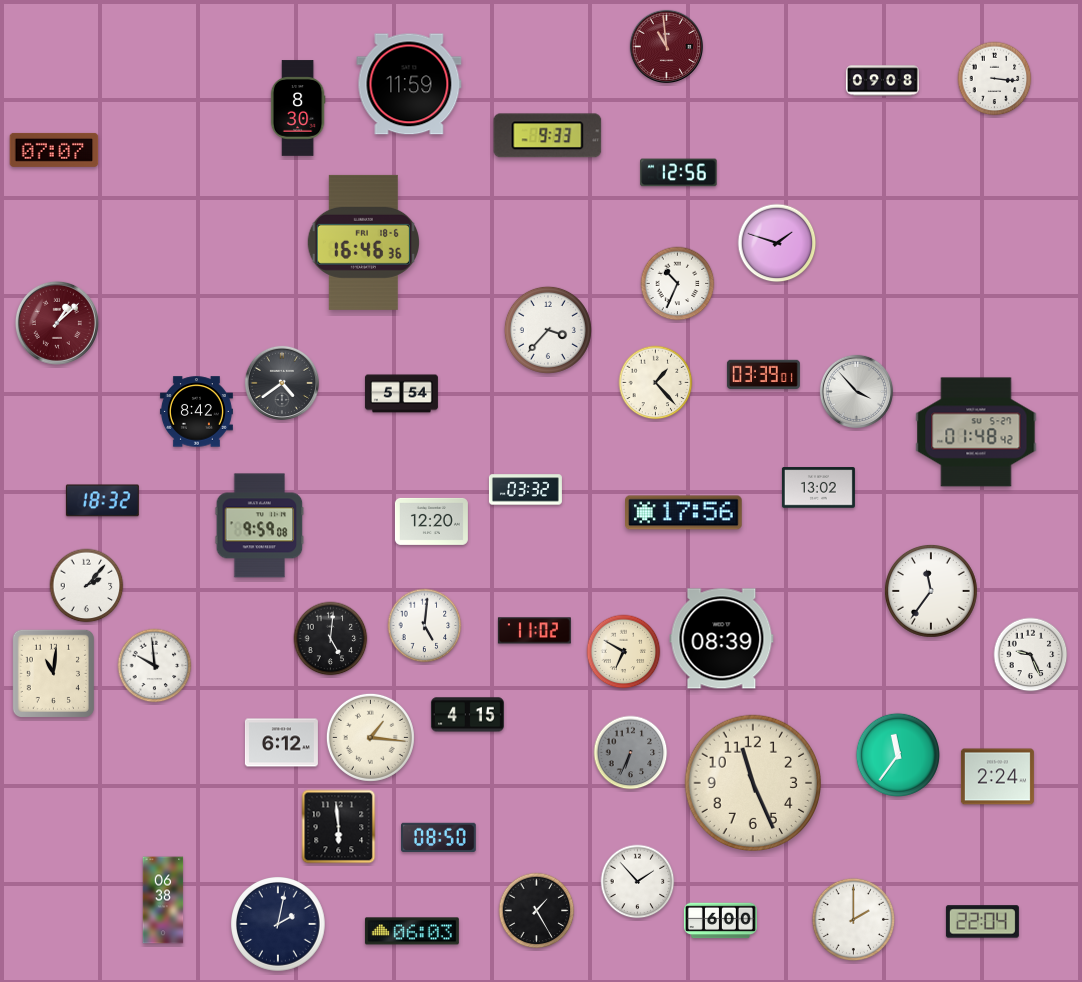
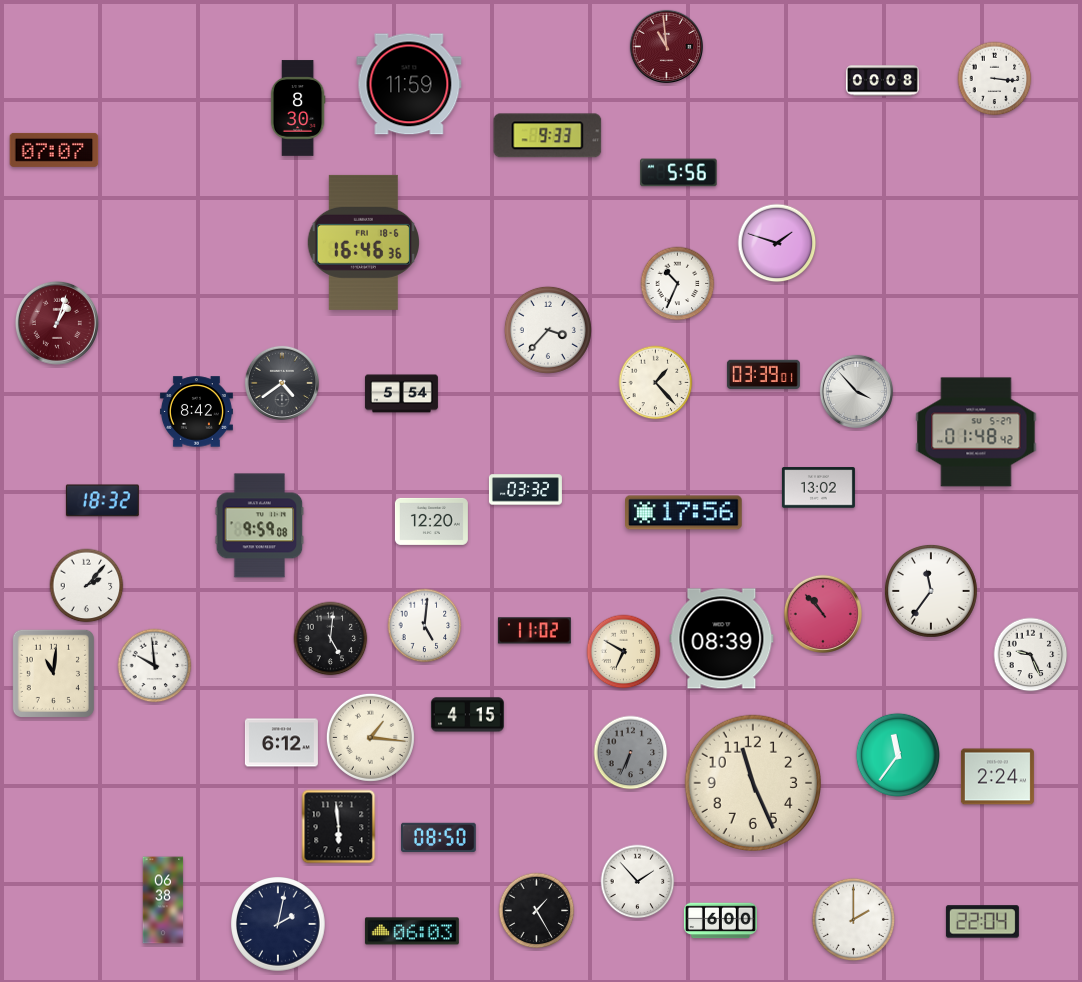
clock at (882, 81): 09:08 -> 00:08
clock at (679, 173): 12:56 -> 5:56
clock at (57, 323): 1:08 -> 1:03
clock at (823, 614): none -> 10:53
